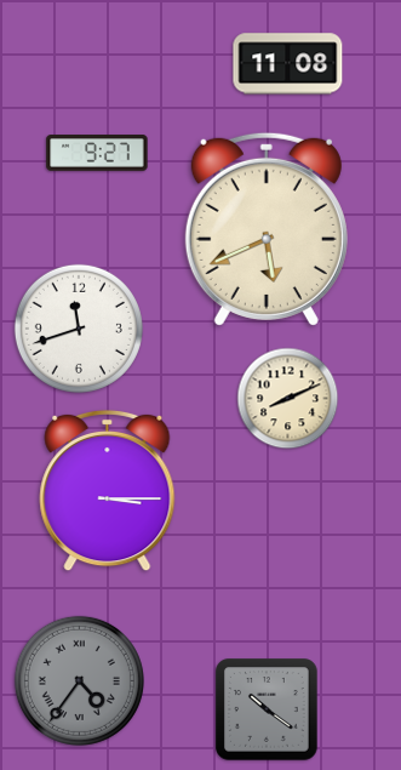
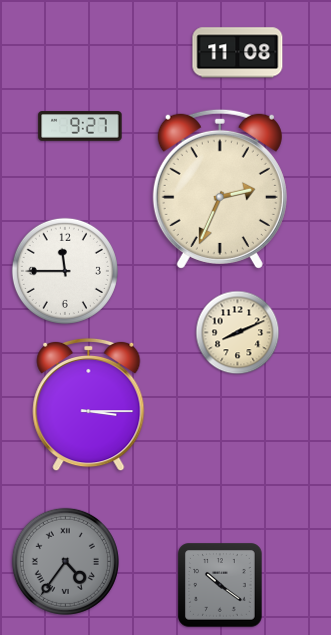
clock at (267, 229): 5:41 -> 2:34
clock at (79, 329): 11:42 -> 11:45
clock at (288, 399) position: (288, 399) -> (238, 333)
